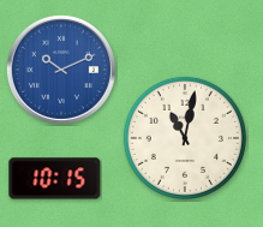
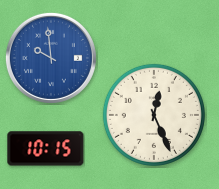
clock at (61, 70): 10:11 -> 9:59
clock at (185, 138): 11:02 -> 12:26
